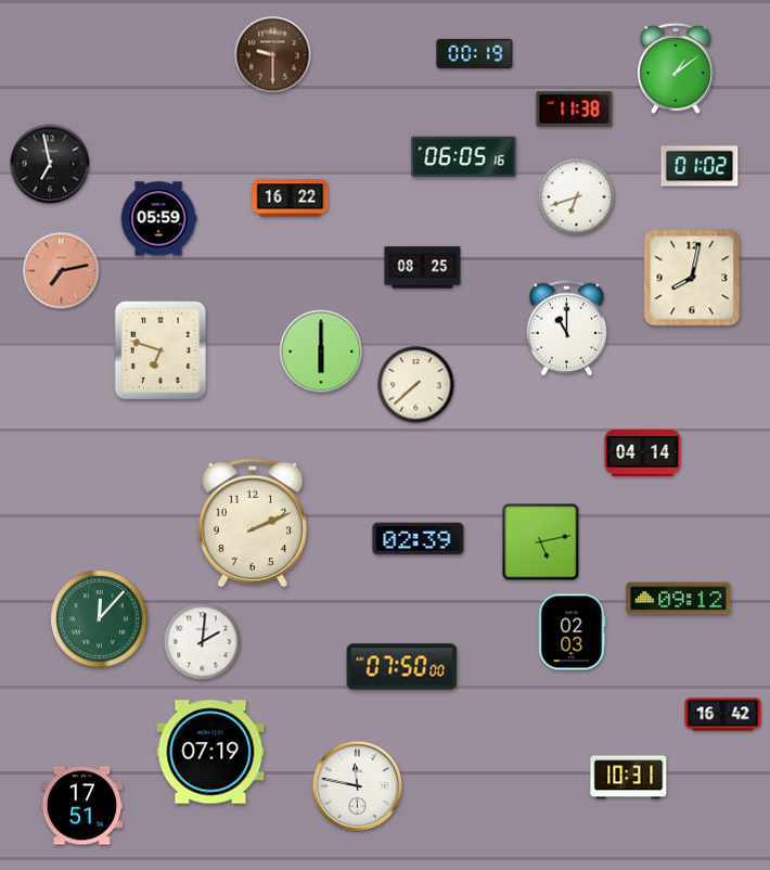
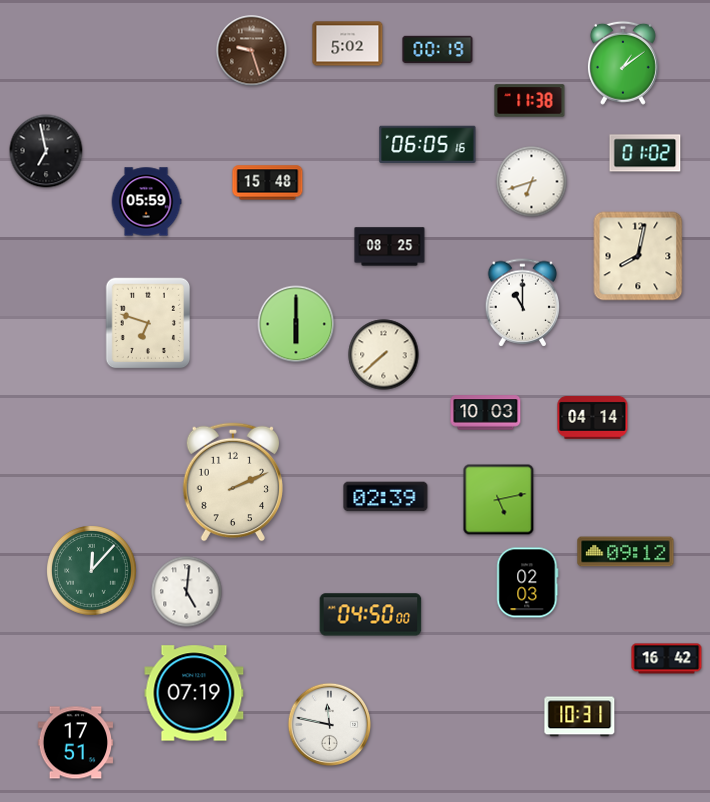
clock at (348, 44): none -> 5:02
clock at (273, 55): 9:30 -> 9:27
clock at (291, 199): 16:22 -> 15:48
clock at (62, 271): 7:13 -> none
clock at (486, 413): none -> 10:03
clock at (203, 642): 2:01 -> 5:01
clock at (402, 667): 07:50 -> 04:50
